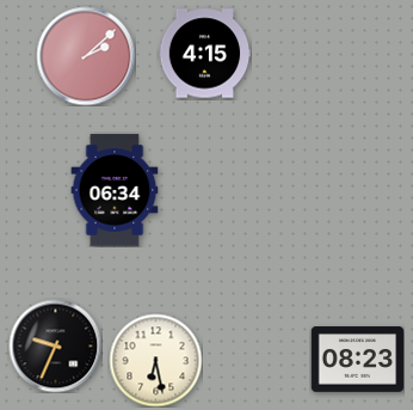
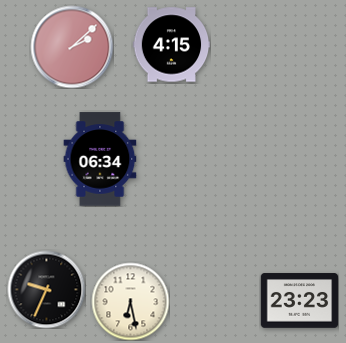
clock at (115, 190) position: (115, 190) -> (100, 159)
clock at (357, 360): 08:23 -> 23:23
